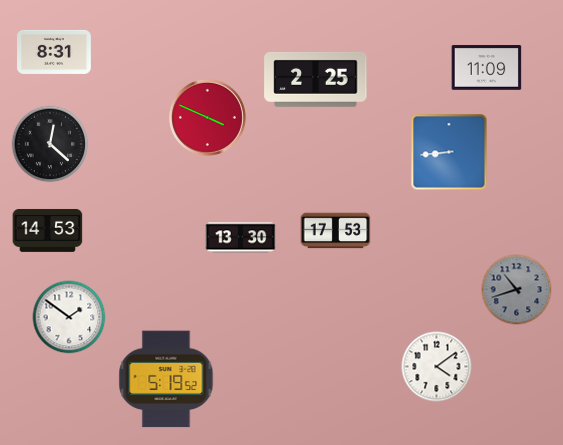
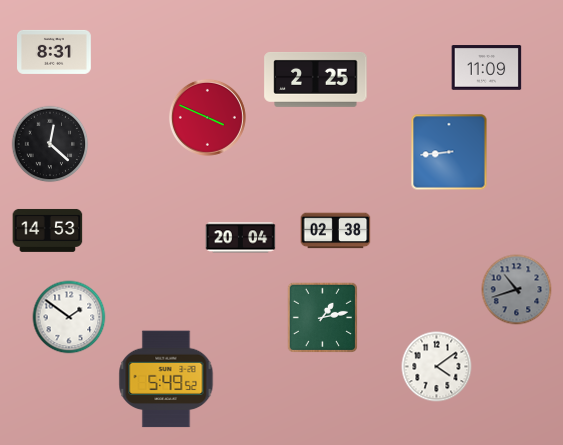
clock at (336, 231): 17:53 -> 02:38
clock at (241, 238): 13:30 -> 20:04
clock at (322, 317): none -> 1:13
clock at (166, 379): 5:19 -> 5:49
